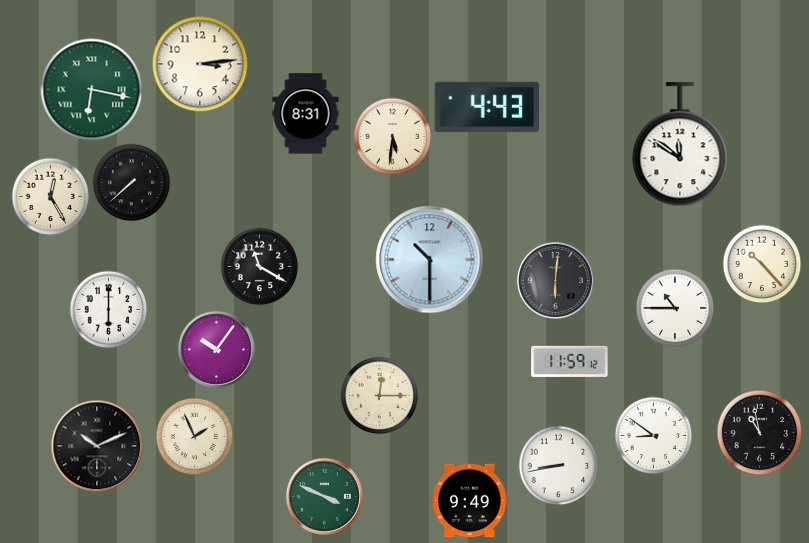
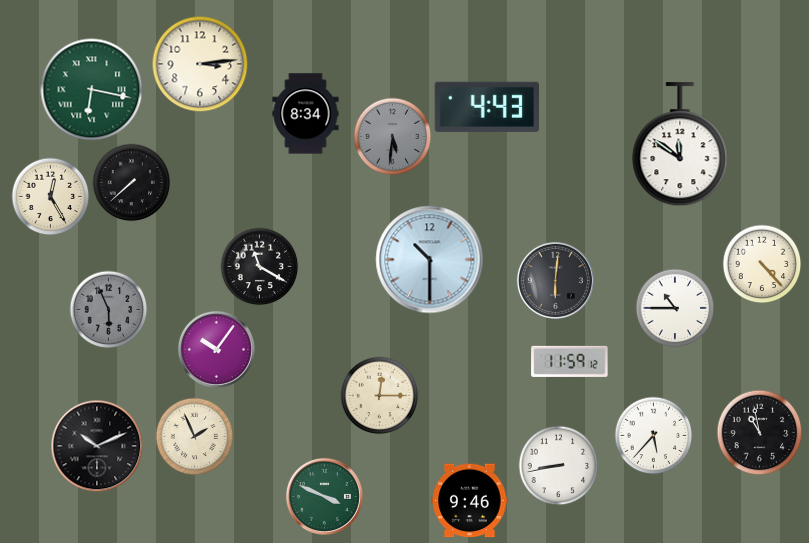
clock at (306, 114): 8:31 -> 8:34
clock at (392, 136) dial: cream -> grey
clock at (762, 264): 10:23 -> 4:23
clock at (108, 309): 6:00 -> 5:56
clock at (108, 309) dial: white -> grey
clock at (653, 435): 8:51 -> 5:37
clock at (470, 501): 9:49 -> 9:46
